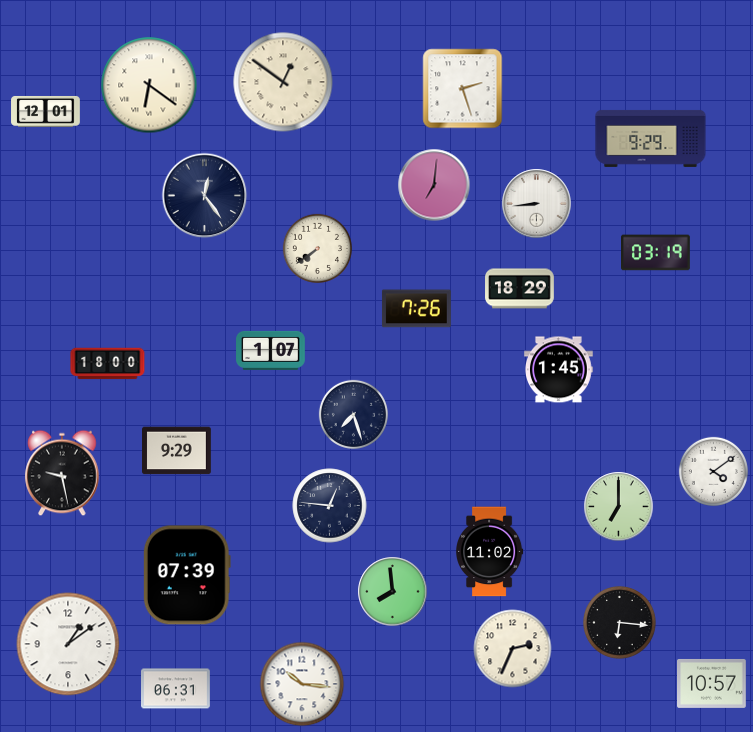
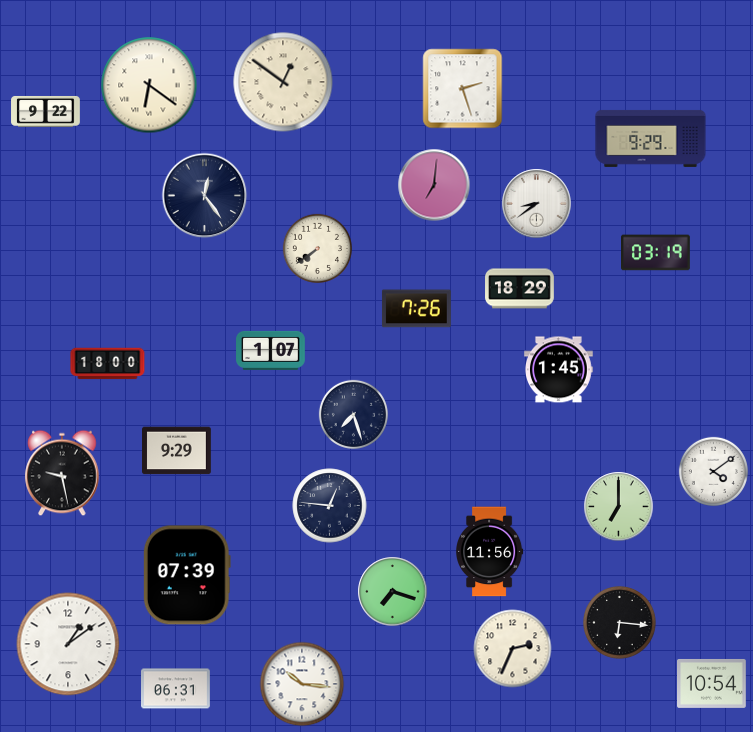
clock at (46, 111): 12:01 -> 9:22
clock at (537, 204): 8:44 -> 8:39
clock at (490, 552): 11:02 -> 11:56
clock at (393, 592): 7:59 -> 7:18
clock at (712, 683): 10:57 -> 10:54
